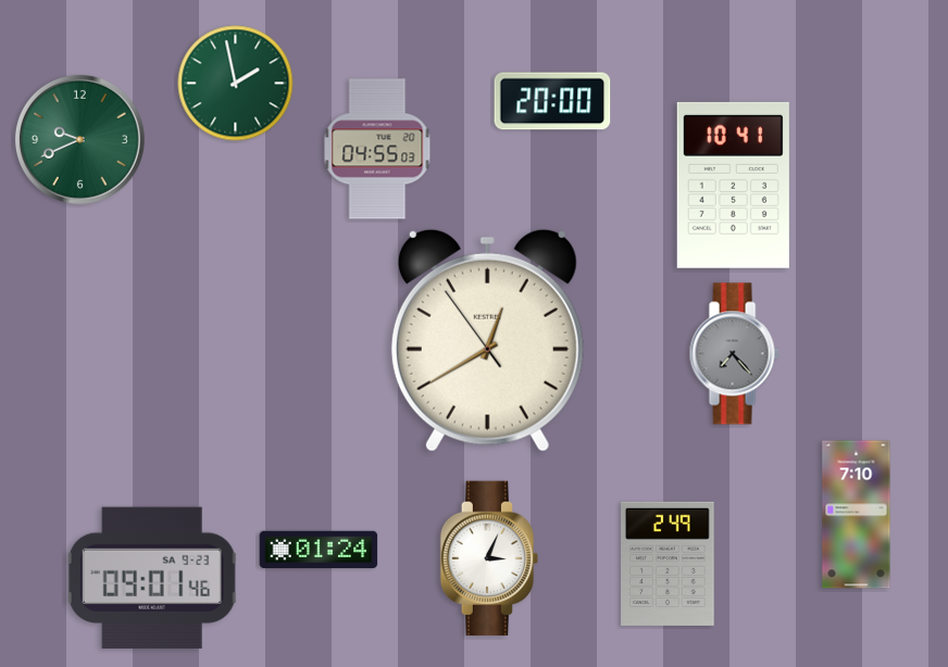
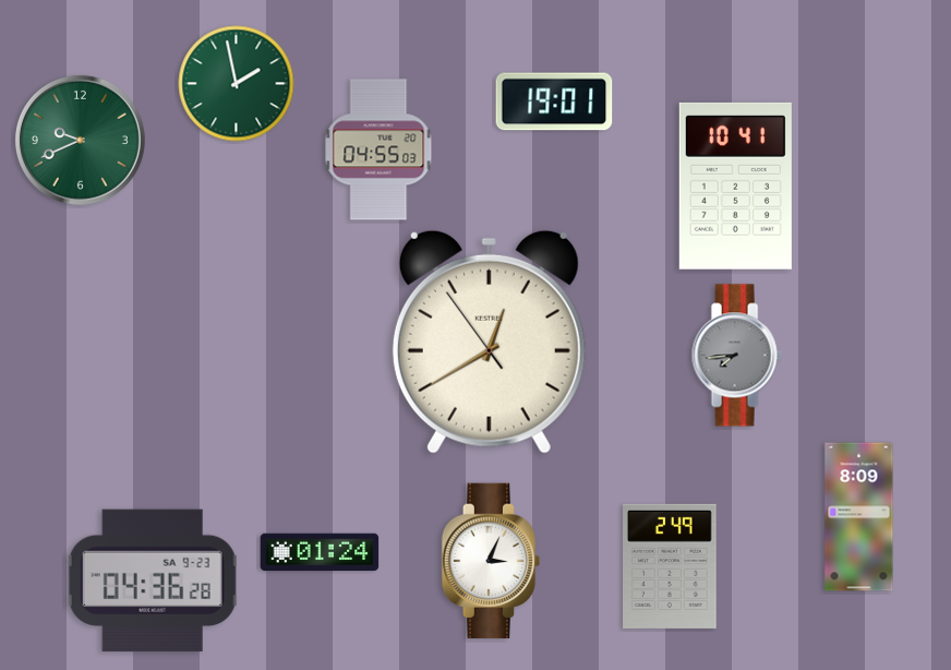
clock at (552, 101): 20:00 -> 19:01
clock at (734, 354): 7:23 -> 7:44
clock at (857, 515): 7:10 -> 8:09
clock at (152, 578): 09:01 -> 04:36
